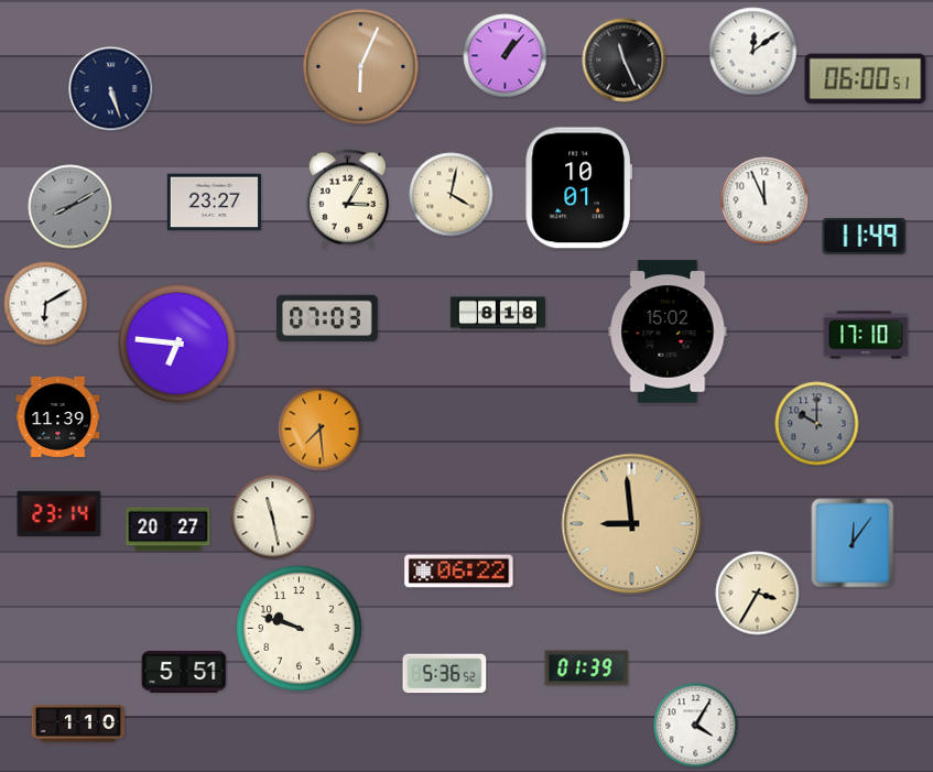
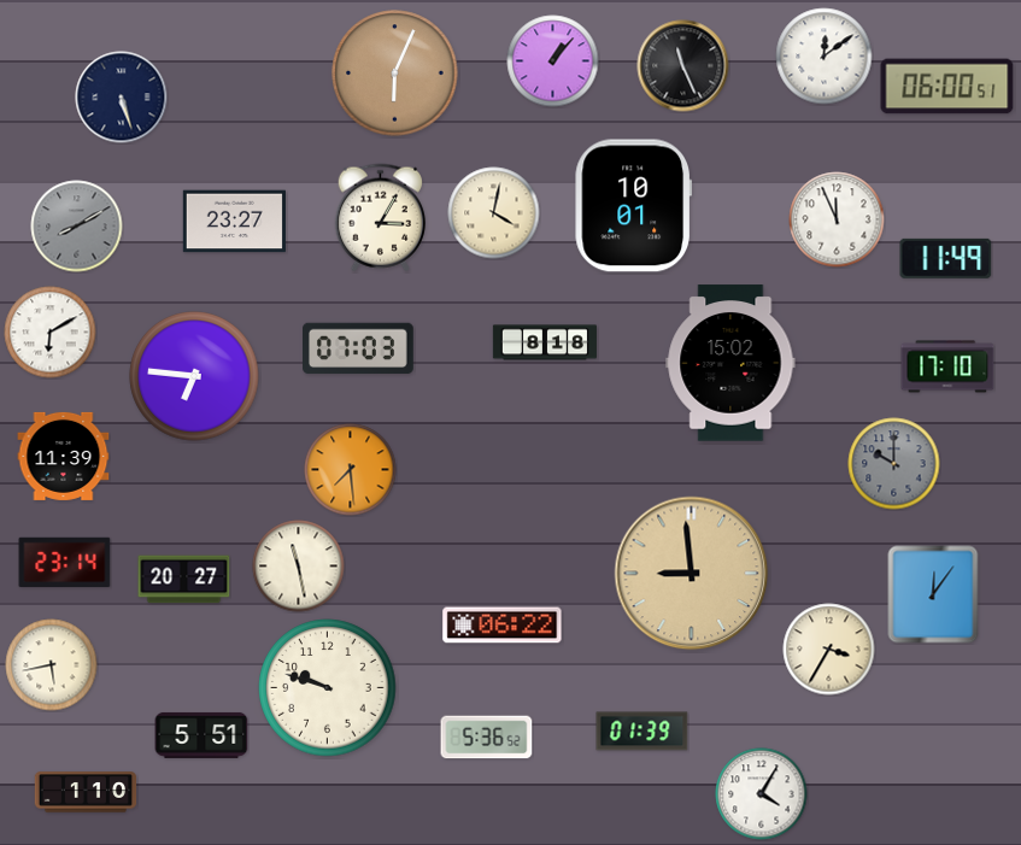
clock at (52, 665): none -> 5:43
